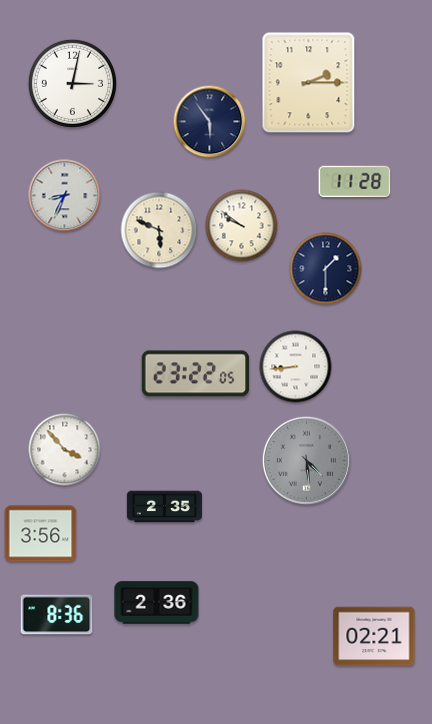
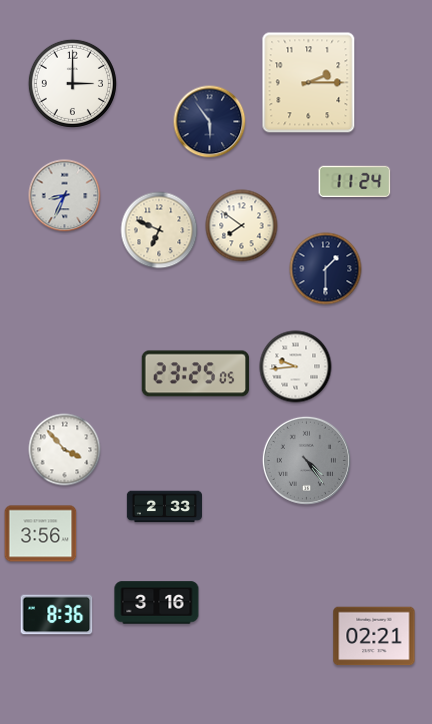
clock at (72, 83): 3:02 -> 3:00
clock at (355, 181): 11:28 -> 11:24
clock at (242, 226): 9:51 -> 7:51
clock at (159, 230): 5:49 -> 6:49
clock at (296, 367): 8:44 -> 9:44
clock at (196, 374): 23:22 -> 23:25
clock at (306, 460): 4:29 -> 4:24
clock at (164, 507): 2:35 -> 2:33
clock at (157, 603): 2:36 -> 3:16
